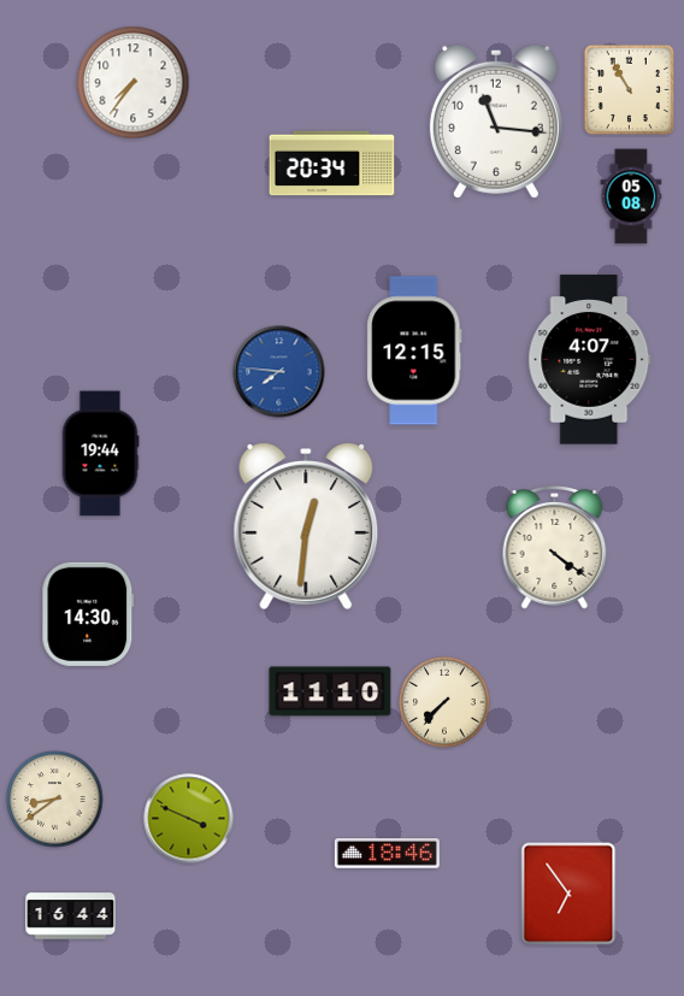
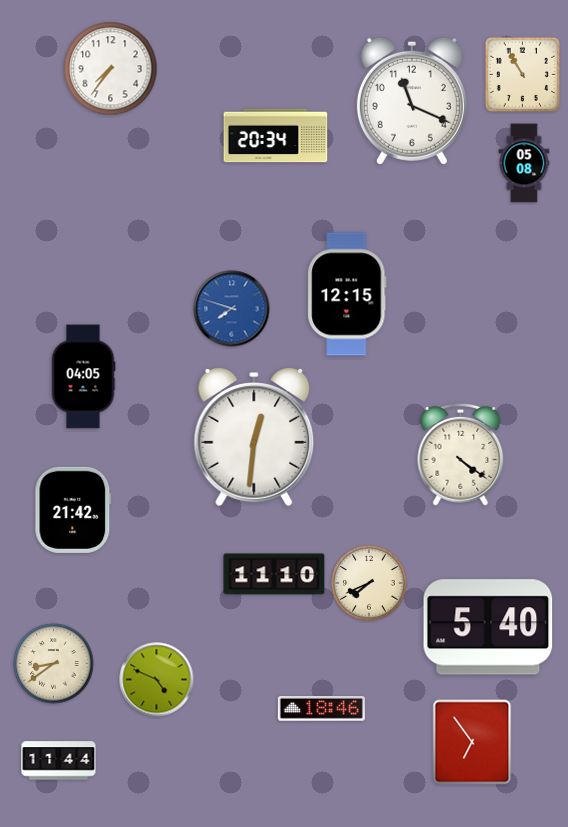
clock at (496, 122): 11:16 -> 11:19
clock at (414, 350) position: (414, 350) -> (347, 294)
clock at (590, 360): 4:07 -> none
clock at (279, 372): 7:46 -> 7:48
clock at (100, 454): 19:44 -> 04:05
clock at (88, 614): 14:30 -> 21:42
clock at (444, 702): 7:37 -> 7:41
clock at (488, 627): none -> 5:40
clock at (55, 800) position: (55, 800) -> (54, 664)
clock at (189, 819): 3:49 -> 4:49
clock at (71, 917): 16:44 -> 11:44
